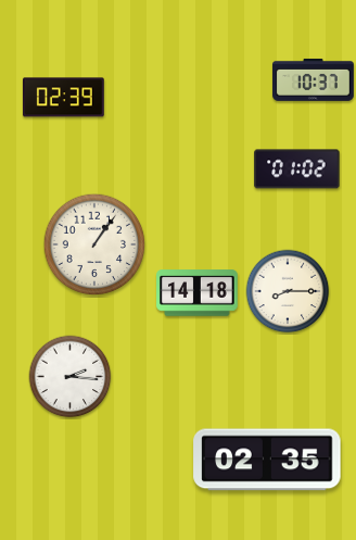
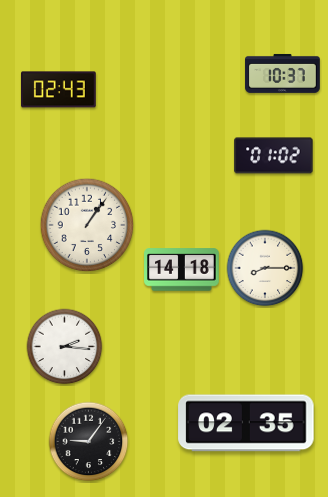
clock at (314, 79) position: (314, 79) -> (283, 73)
clock at (63, 98): 02:39 -> 02:43
clock at (89, 442): none -> 9:06
